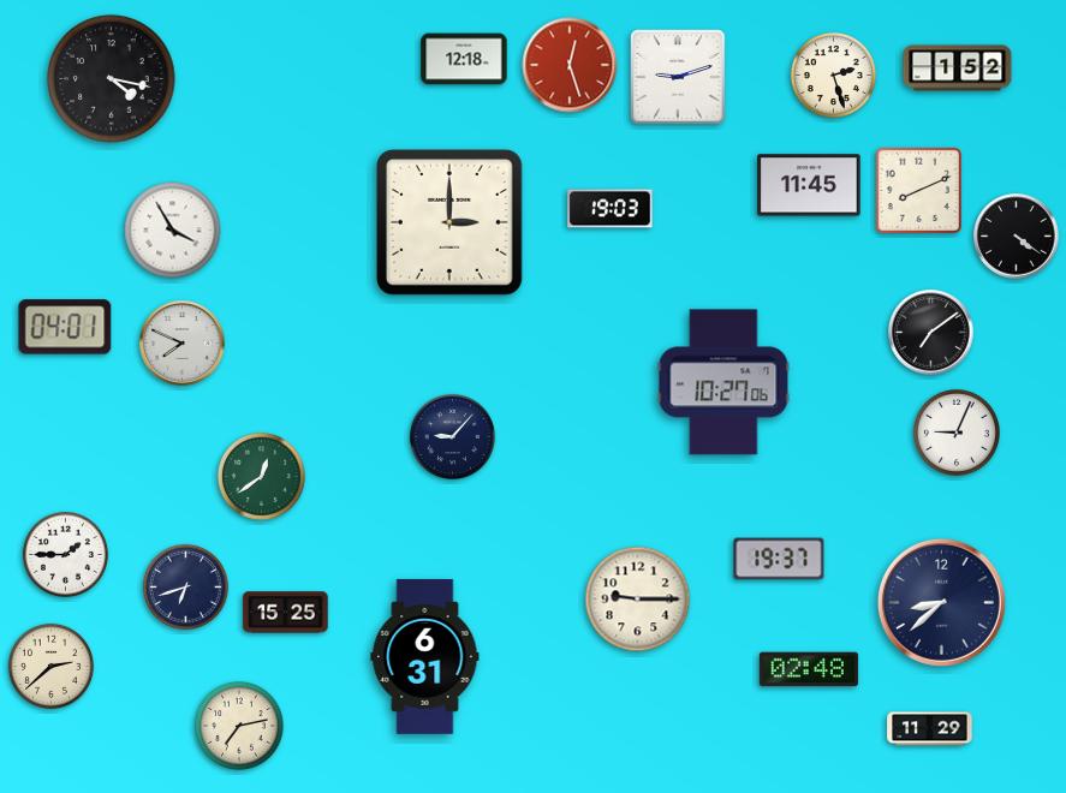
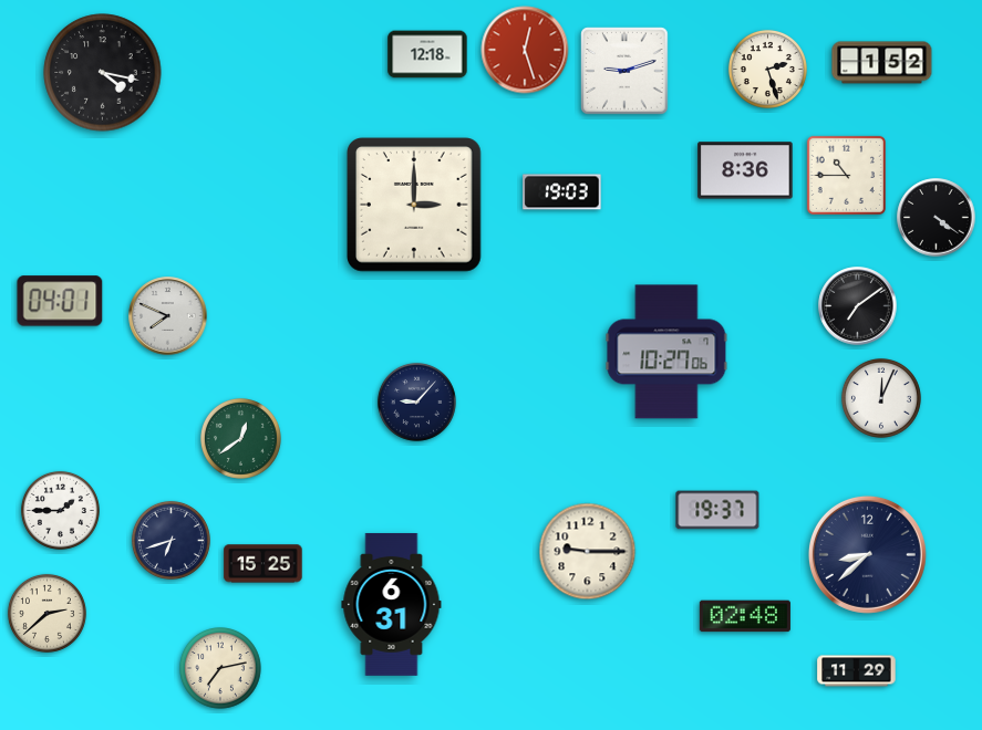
clock at (570, 65) position: (570, 65) -> (525, 50)
clock at (809, 185): 11:45 -> 8:36
clock at (918, 190): 8:11 -> 10:45
clock at (173, 231): 3:55 -> none
clock at (957, 433): 9:04 -> 12:04
clock at (779, 559) position: (779, 559) -> (717, 510)
